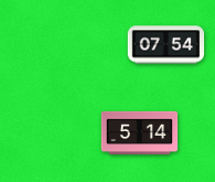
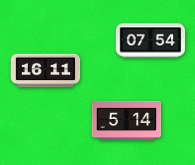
clock at (46, 71): none -> 16:11
